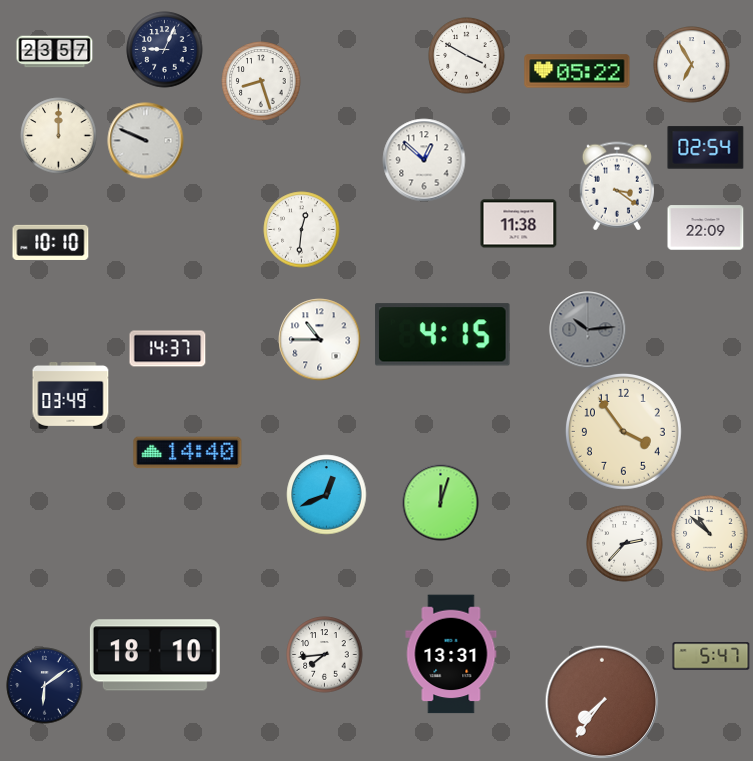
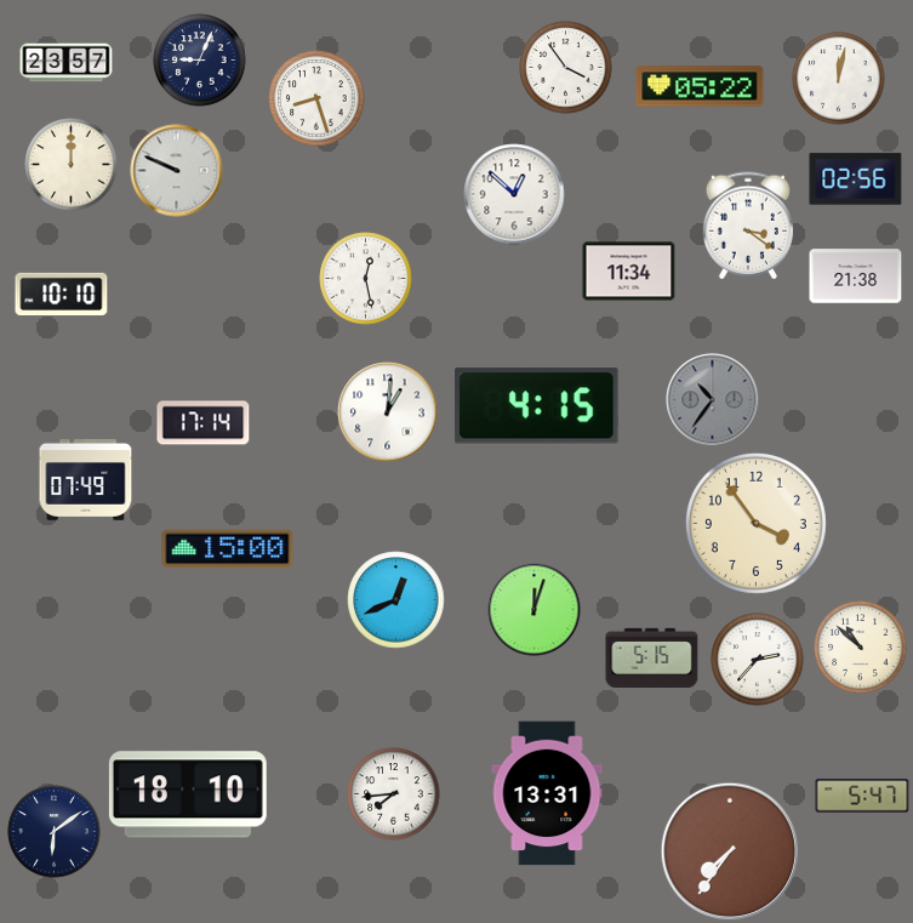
clock at (467, 56): 3:50 -> 3:54
clock at (692, 65): 6:55 -> 12:02
clock at (706, 148): 02:54 -> 02:56
clock at (519, 224): 11:38 -> 11:34
clock at (706, 228): 22:09 -> 21:38
clock at (302, 230): 12:31 -> 12:28
clock at (588, 330): 10:14 -> 10:36
clock at (320, 340): 10:45 -> 1:01
clock at (168, 349): 14:37 -> 17:14
clock at (71, 396): 03:49 -> 07:49
clock at (188, 453): 14:40 -> 15:00
clock at (652, 657): none -> 5:15
